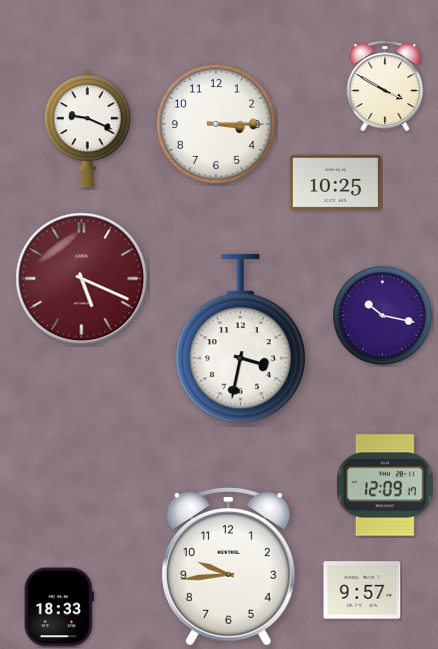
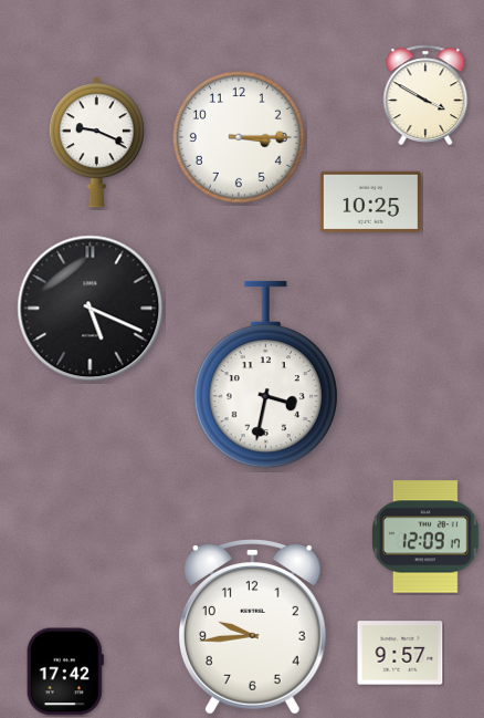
clock at (82, 279) dial: burgundy -> black
clock at (383, 316): 10:17 -> none
clock at (59, 607): 18:33 -> 17:42
